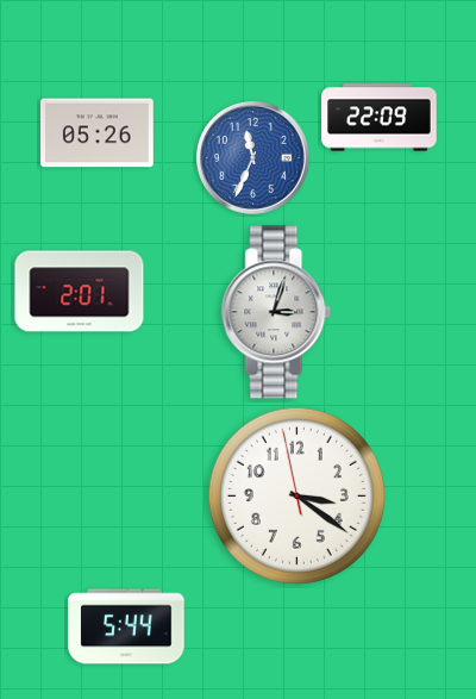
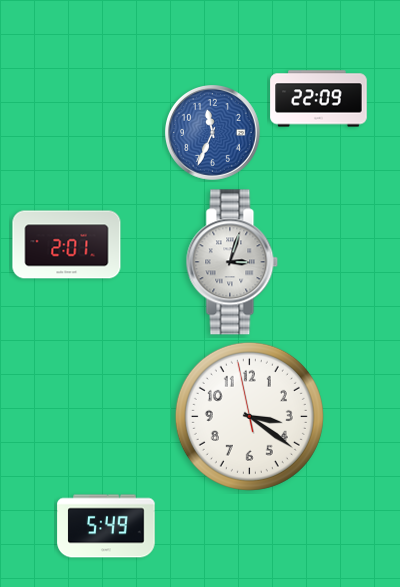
clock at (98, 133): 05:26 -> none
clock at (126, 626): 5:44 -> 5:49
